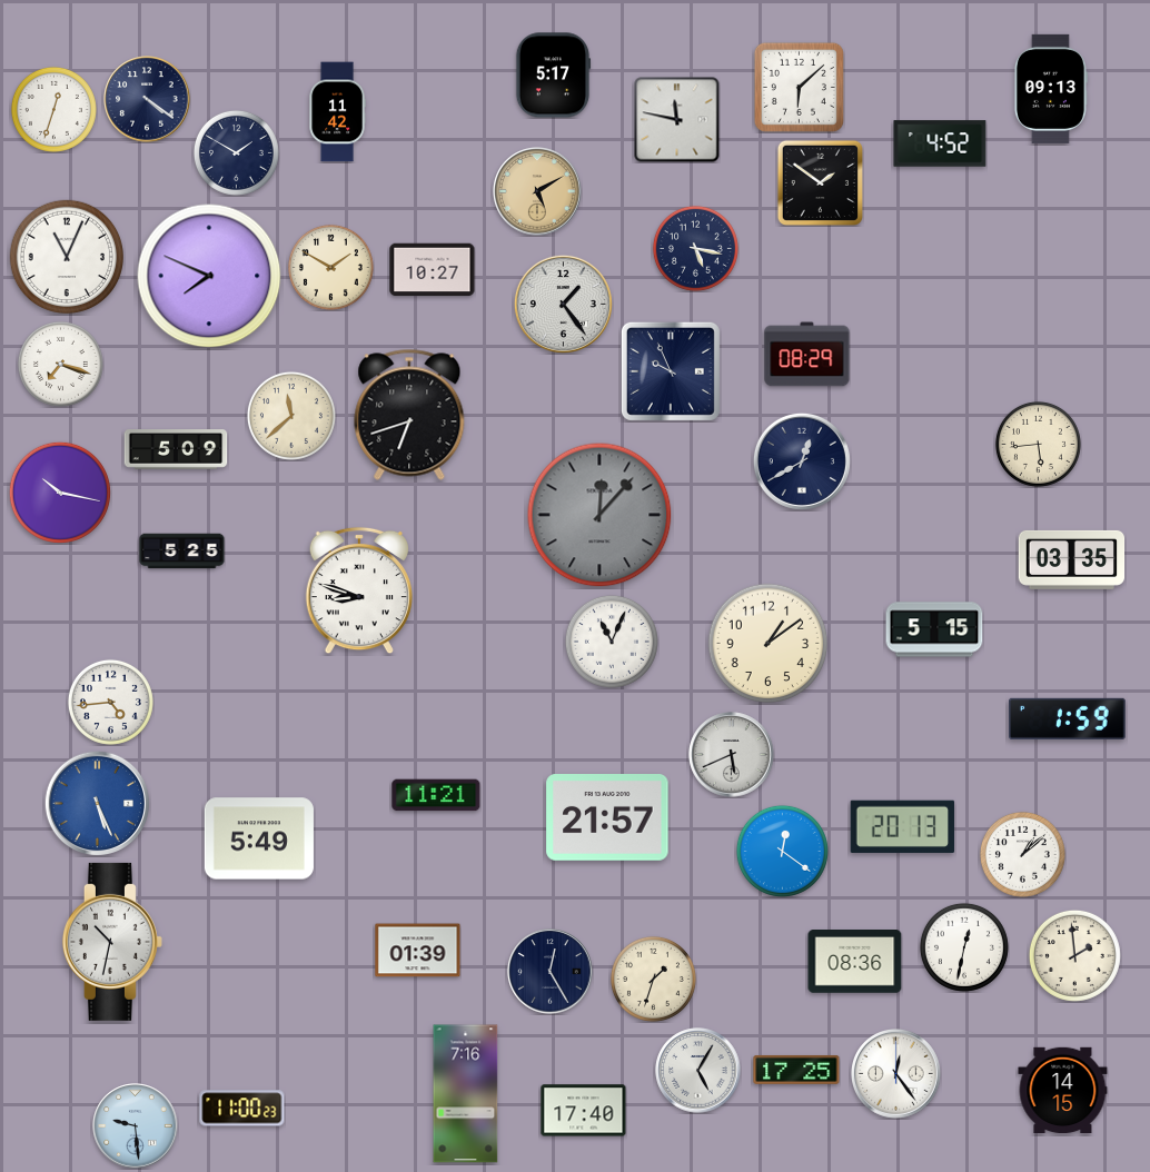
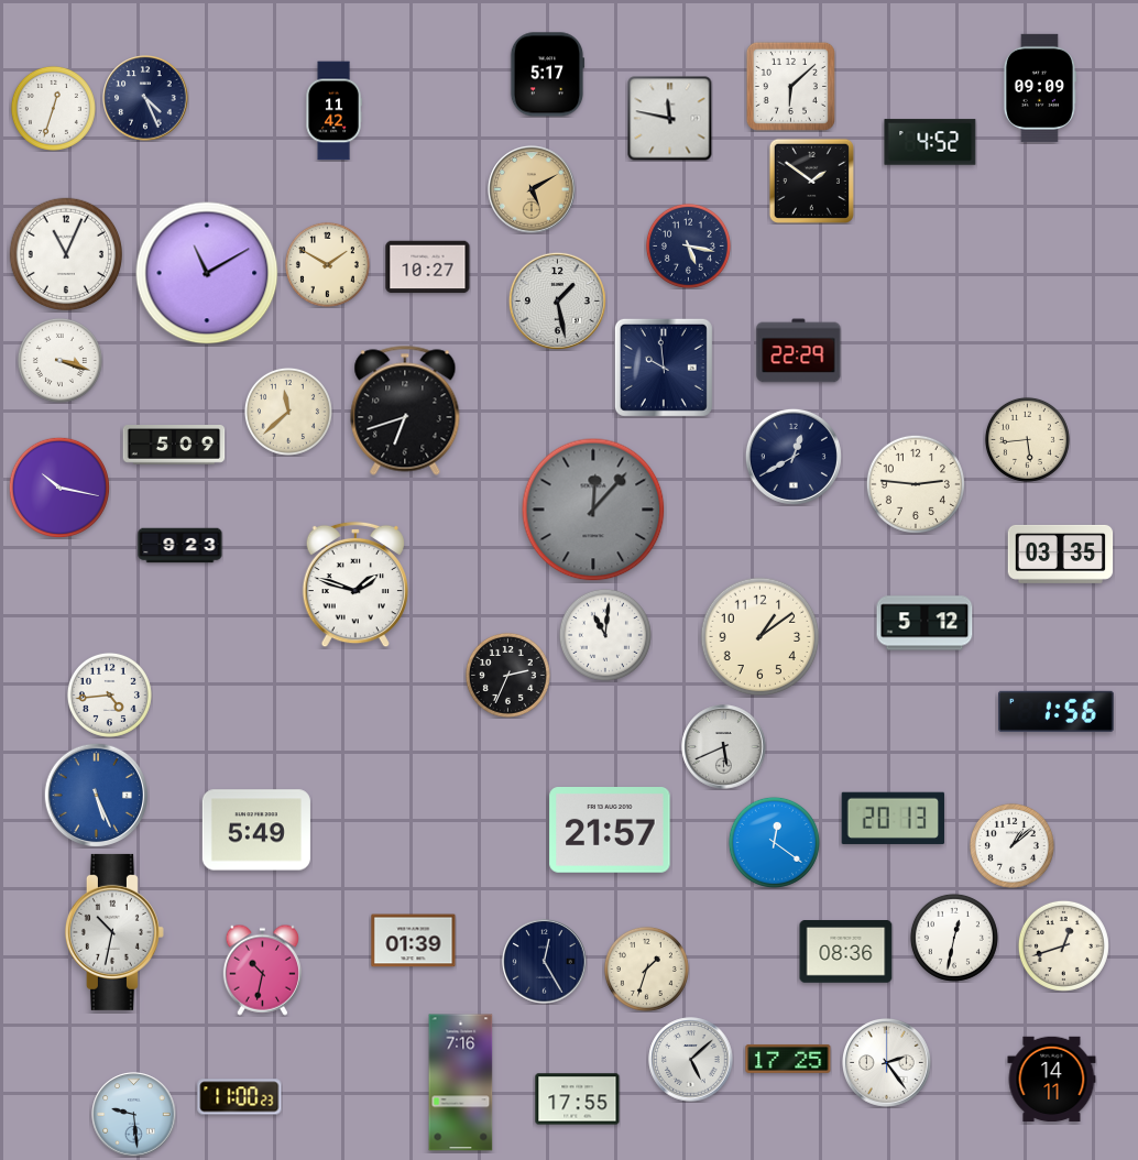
clock at (1051, 89): 09:13 -> 09:09
clock at (147, 99): 4:21 -> 4:26
clock at (236, 152): 1:50 -> none
clock at (209, 276): 7:49 -> 11:10
clock at (563, 304): 1:24 -> 1:28
clock at (807, 355): 08:29 -> 22:29
clock at (60, 364): 7:18 -> 3:18
clock at (671, 371): 9:56 -> 9:59
clock at (916, 484): none -> 2:46
clock at (182, 552): 5:25 -> 9:23
clock at (359, 590): 8:48 -> 1:48
clock at (934, 629): 5:15 -> 5:12
clock at (612, 642): 11:04 -> 11:01
clock at (507, 675): none -> 2:34
clock at (1068, 718): 1:59 -> 1:56
clock at (436, 795): 11:21 -> none
clock at (607, 818) position: (607, 818) -> (610, 831)
clock at (112, 942) position: (112, 942) -> (114, 932)
clock at (1074, 955): 1:59 -> 12:42
clock at (262, 970): none -> 10:32
clock at (698, 1071): 5:05 -> 5:08
clock at (896, 1074): 12:24 -> 2:24
clock at (1063, 1091): 14:15 -> 14:11
clock at (584, 1111): 17:40 -> 17:55
